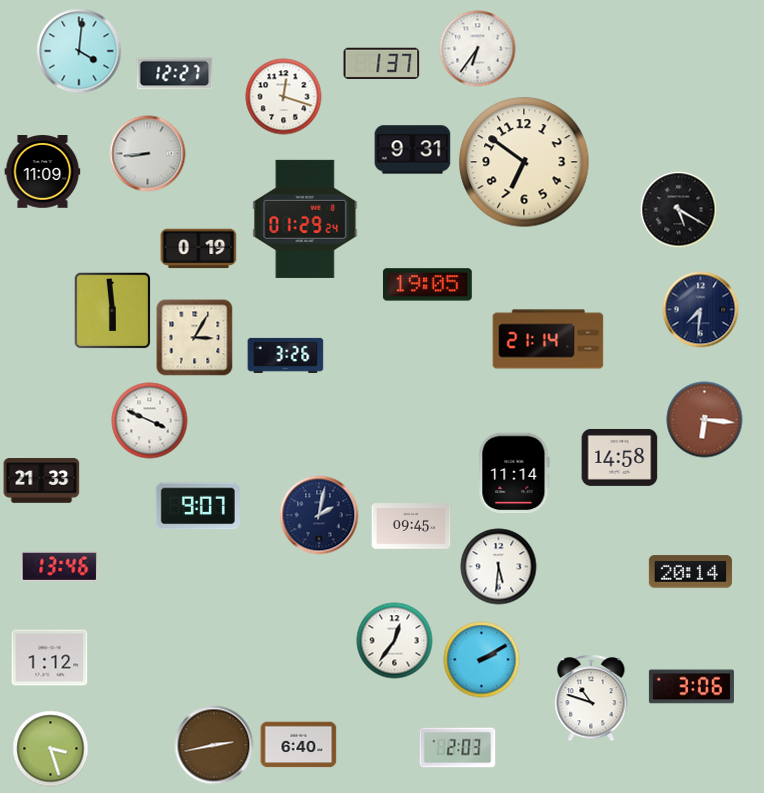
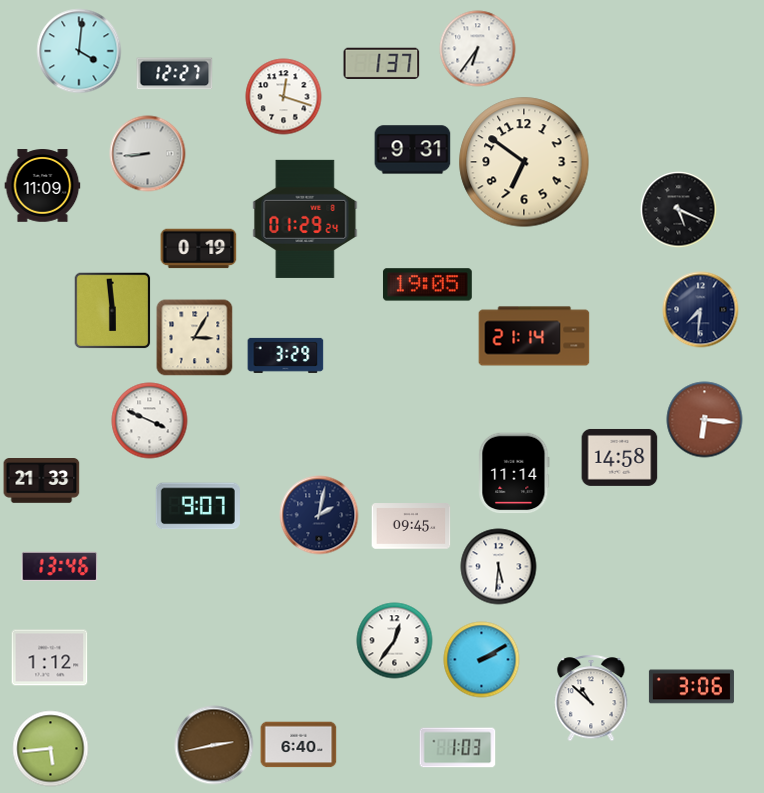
clock at (43, 172) position: (43, 172) -> (43, 186)
clock at (679, 210): 5:20 -> 5:19
clock at (548, 339) position: (548, 339) -> (534, 336)
clock at (286, 355): 3:26 -> 3:29
clock at (690, 572): 20:14 -> none
clock at (591, 698): 10:48 -> 10:52
clock at (458, 748): 2:03 -> 1:03
clock at (51, 749): 3:27 -> 5:44
